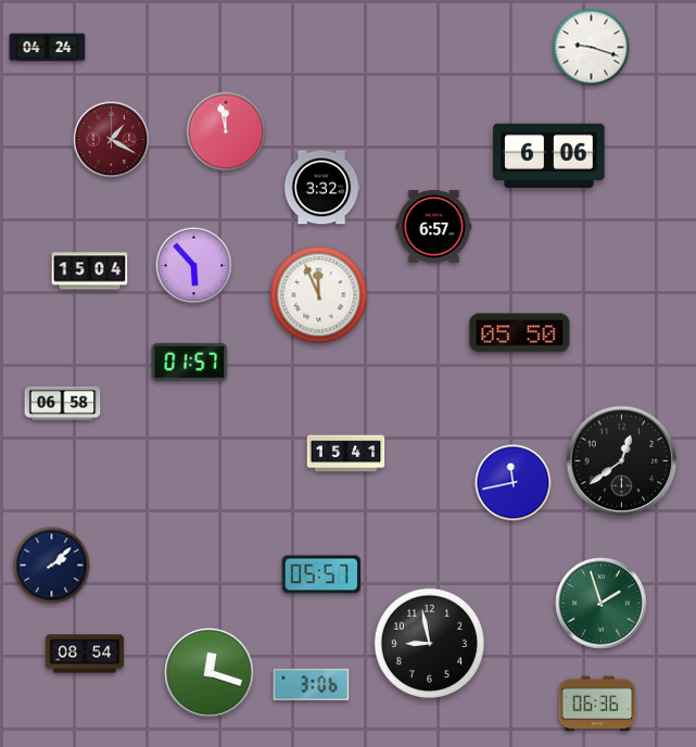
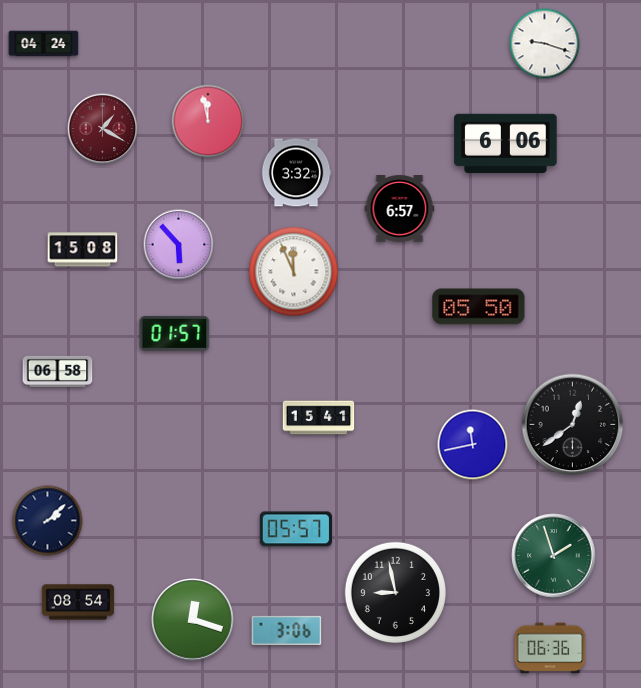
clock at (90, 271): 15:04 -> 15:08
